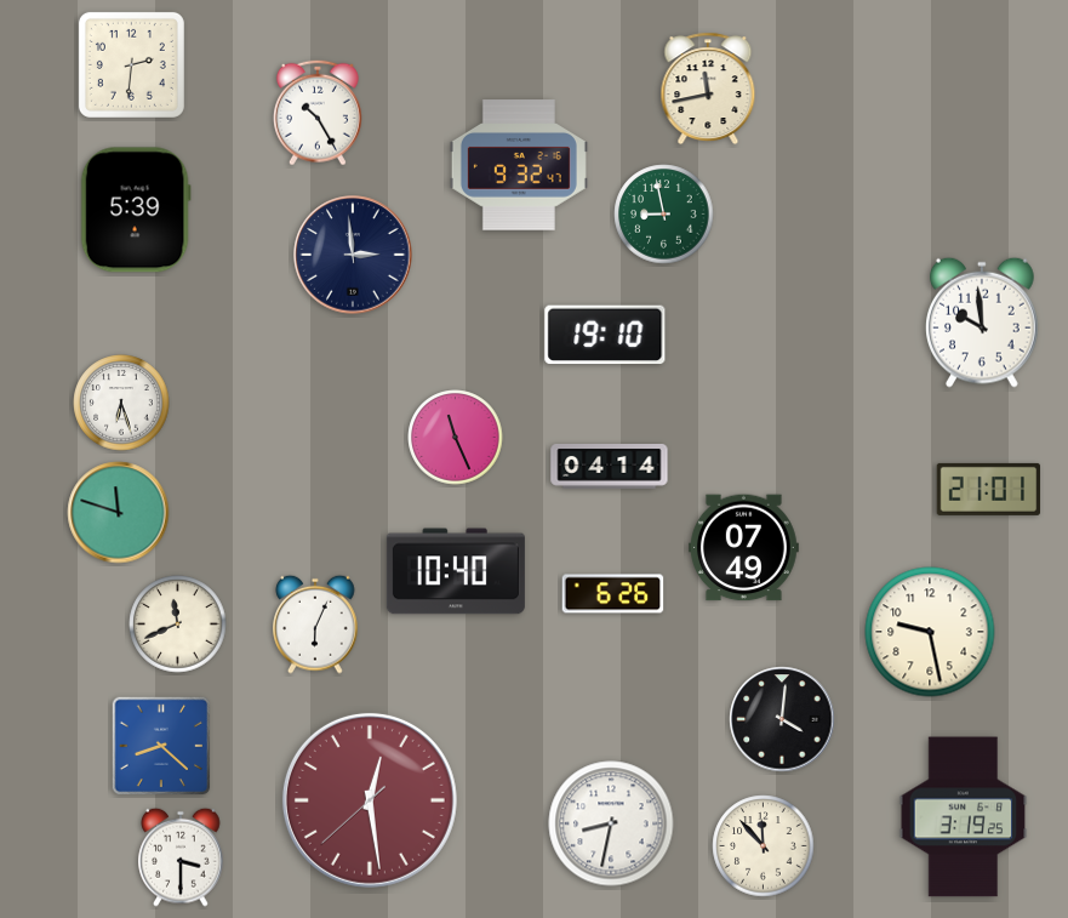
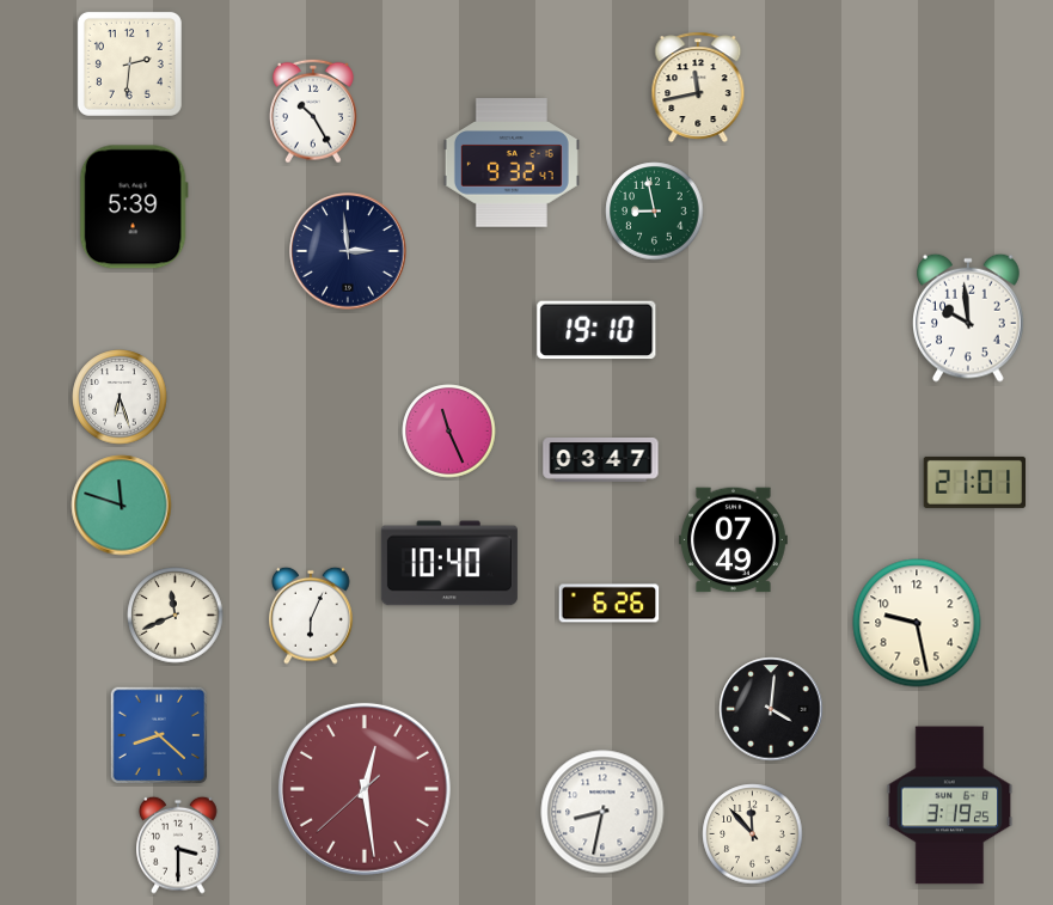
clock at (610, 467): 04:14 -> 03:47
clock at (119, 513) position: (119, 513) -> (122, 506)
clock at (613, 594) position: (613, 594) -> (610, 604)
